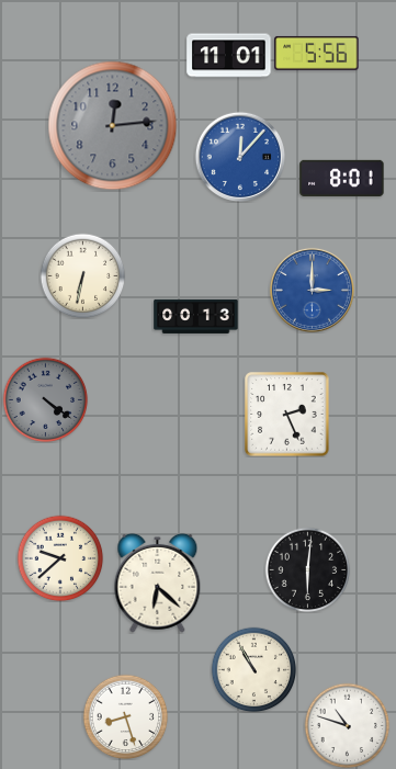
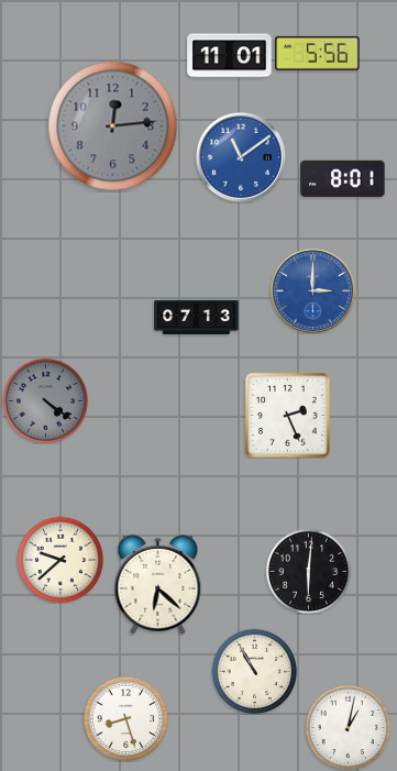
clock at (239, 156): 12:07 -> 11:09
clock at (82, 275): 6:32 -> none
clock at (196, 316): 00:13 -> 07:13
clock at (347, 725): 10:48 -> 1:02
